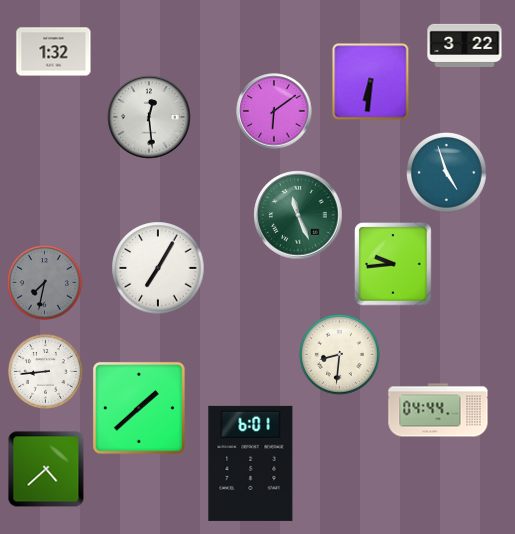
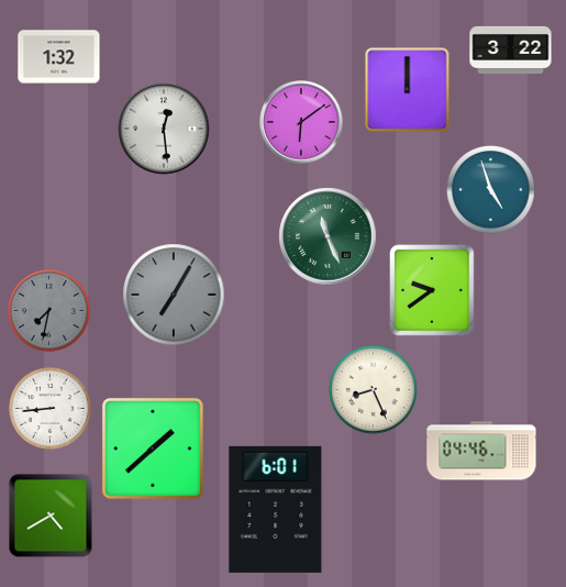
clock at (371, 82): 6:31 -> 12:00
clock at (393, 264): 9:44 -> 9:39
clock at (158, 268) dial: white -> grey
clock at (340, 355): 8:31 -> 8:26
clock at (438, 410): 04:44 -> 04:46
clock at (46, 469): 4:38 -> 4:40
